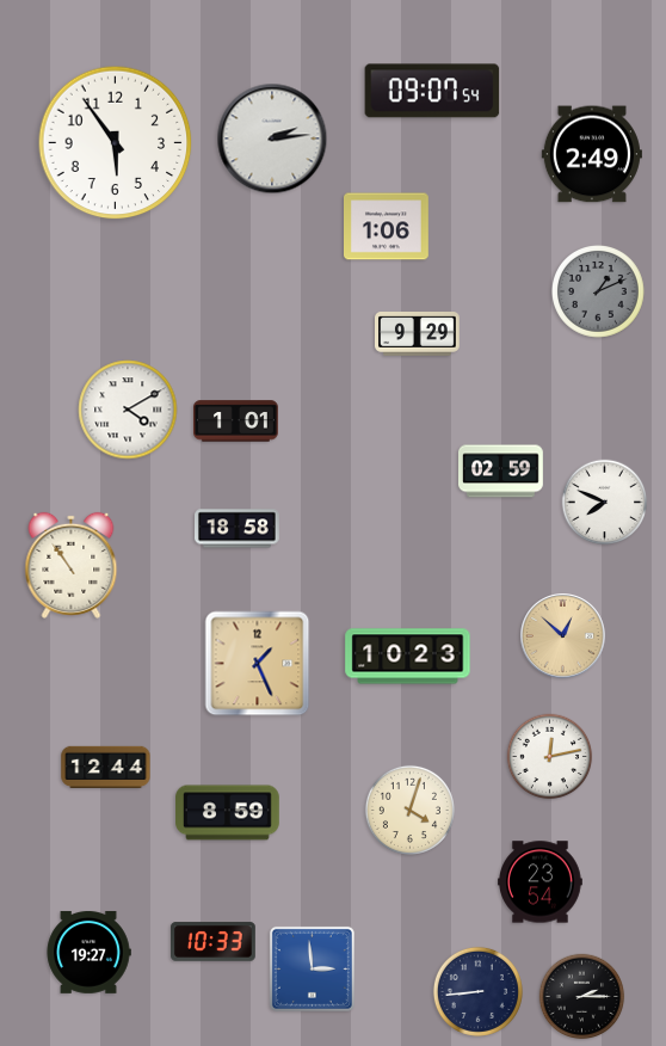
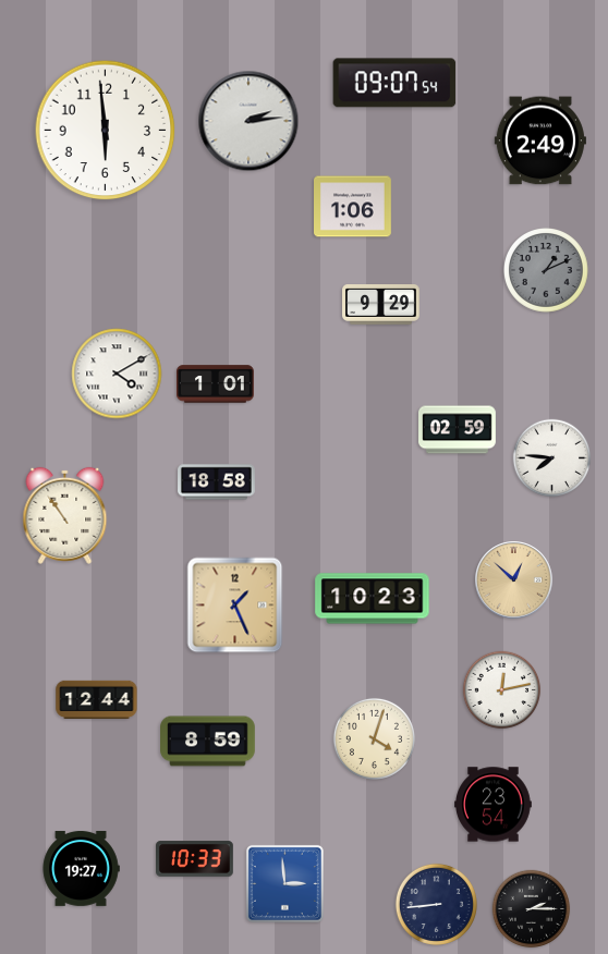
clock at (272, 139) position: (272, 139) -> (248, 121)
clock at (116, 143): 5:54 -> 5:59
clock at (599, 293) position: (599, 293) -> (547, 271)
clock at (605, 503): 7:49 -> 7:46
